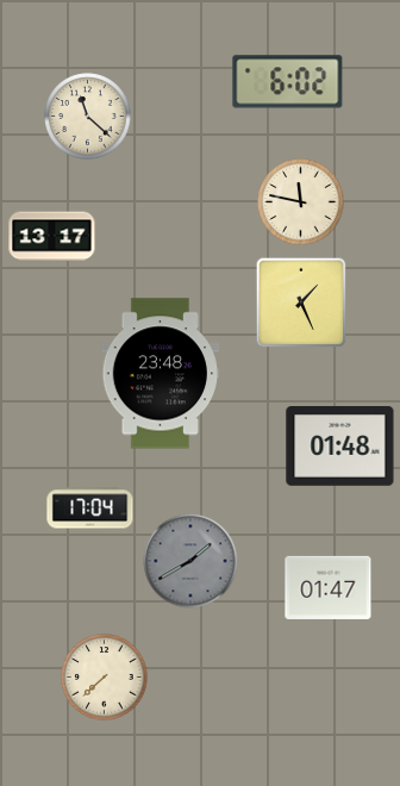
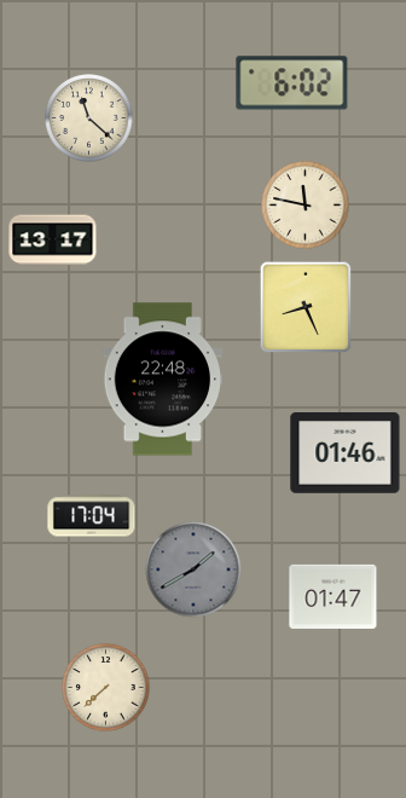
clock at (301, 302): 1:26 -> 8:26
clock at (161, 374): 23:48 -> 22:48
clock at (340, 447): 01:48 -> 01:46
